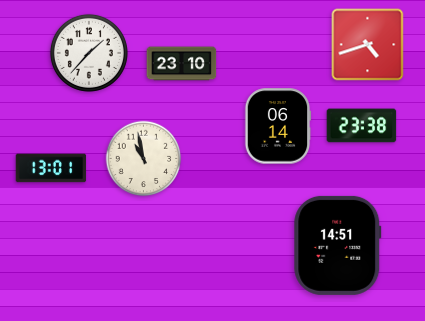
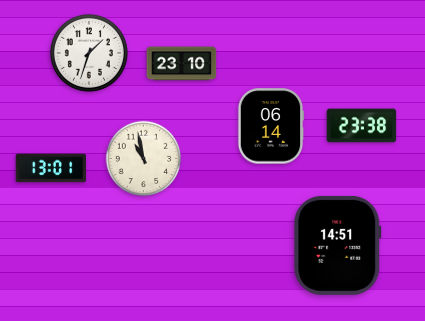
clock at (368, 45): 4:42 -> none
clock at (89, 53): 1:37 -> 1:33
clock at (278, 126) position: (278, 126) -> (271, 126)
